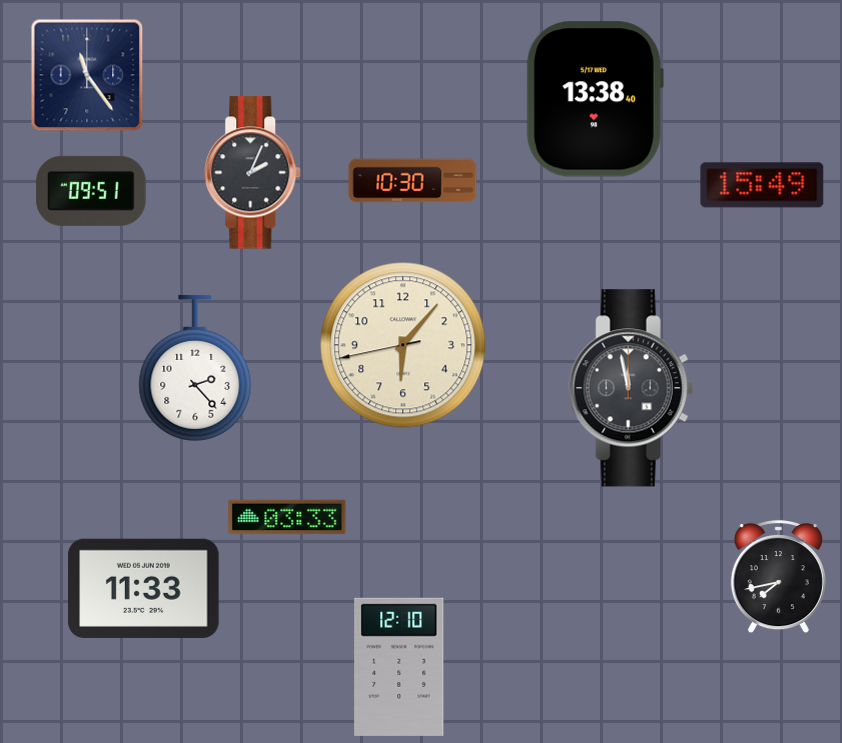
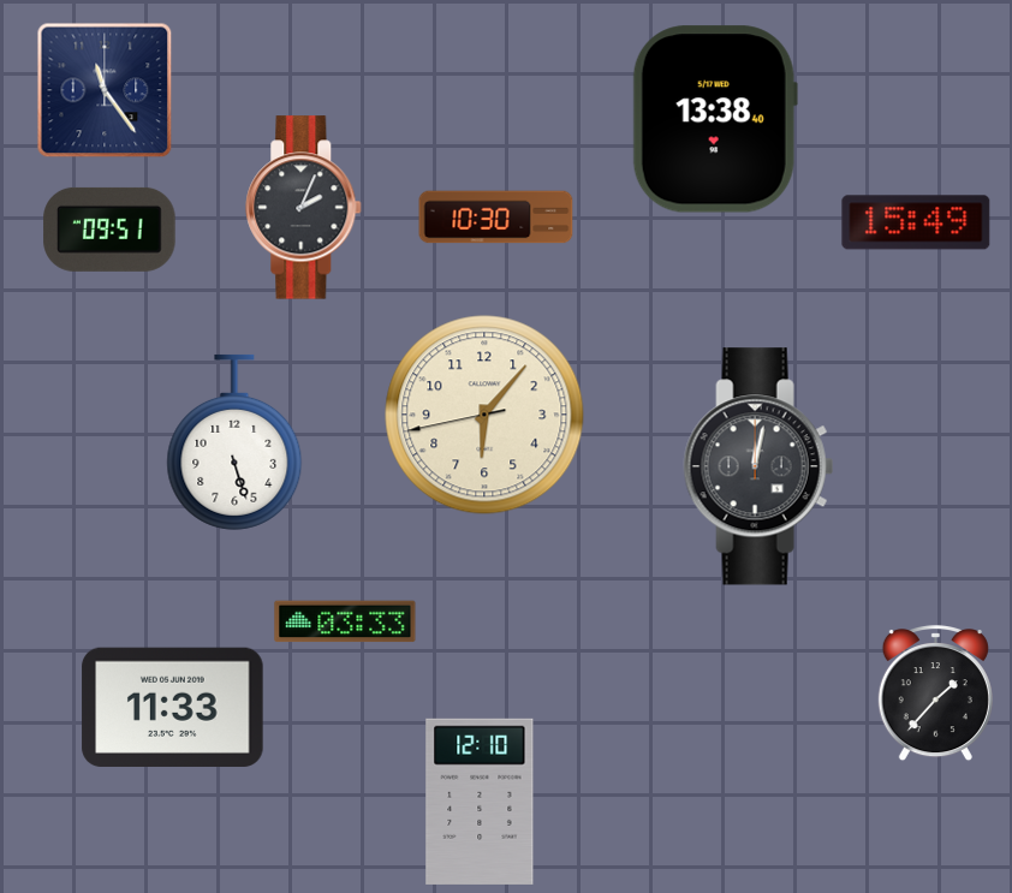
clock at (195, 368): 2:23 -> 5:27
clock at (631, 388): 11:58 -> 12:02
clock at (778, 577): 7:43 -> 1:37
